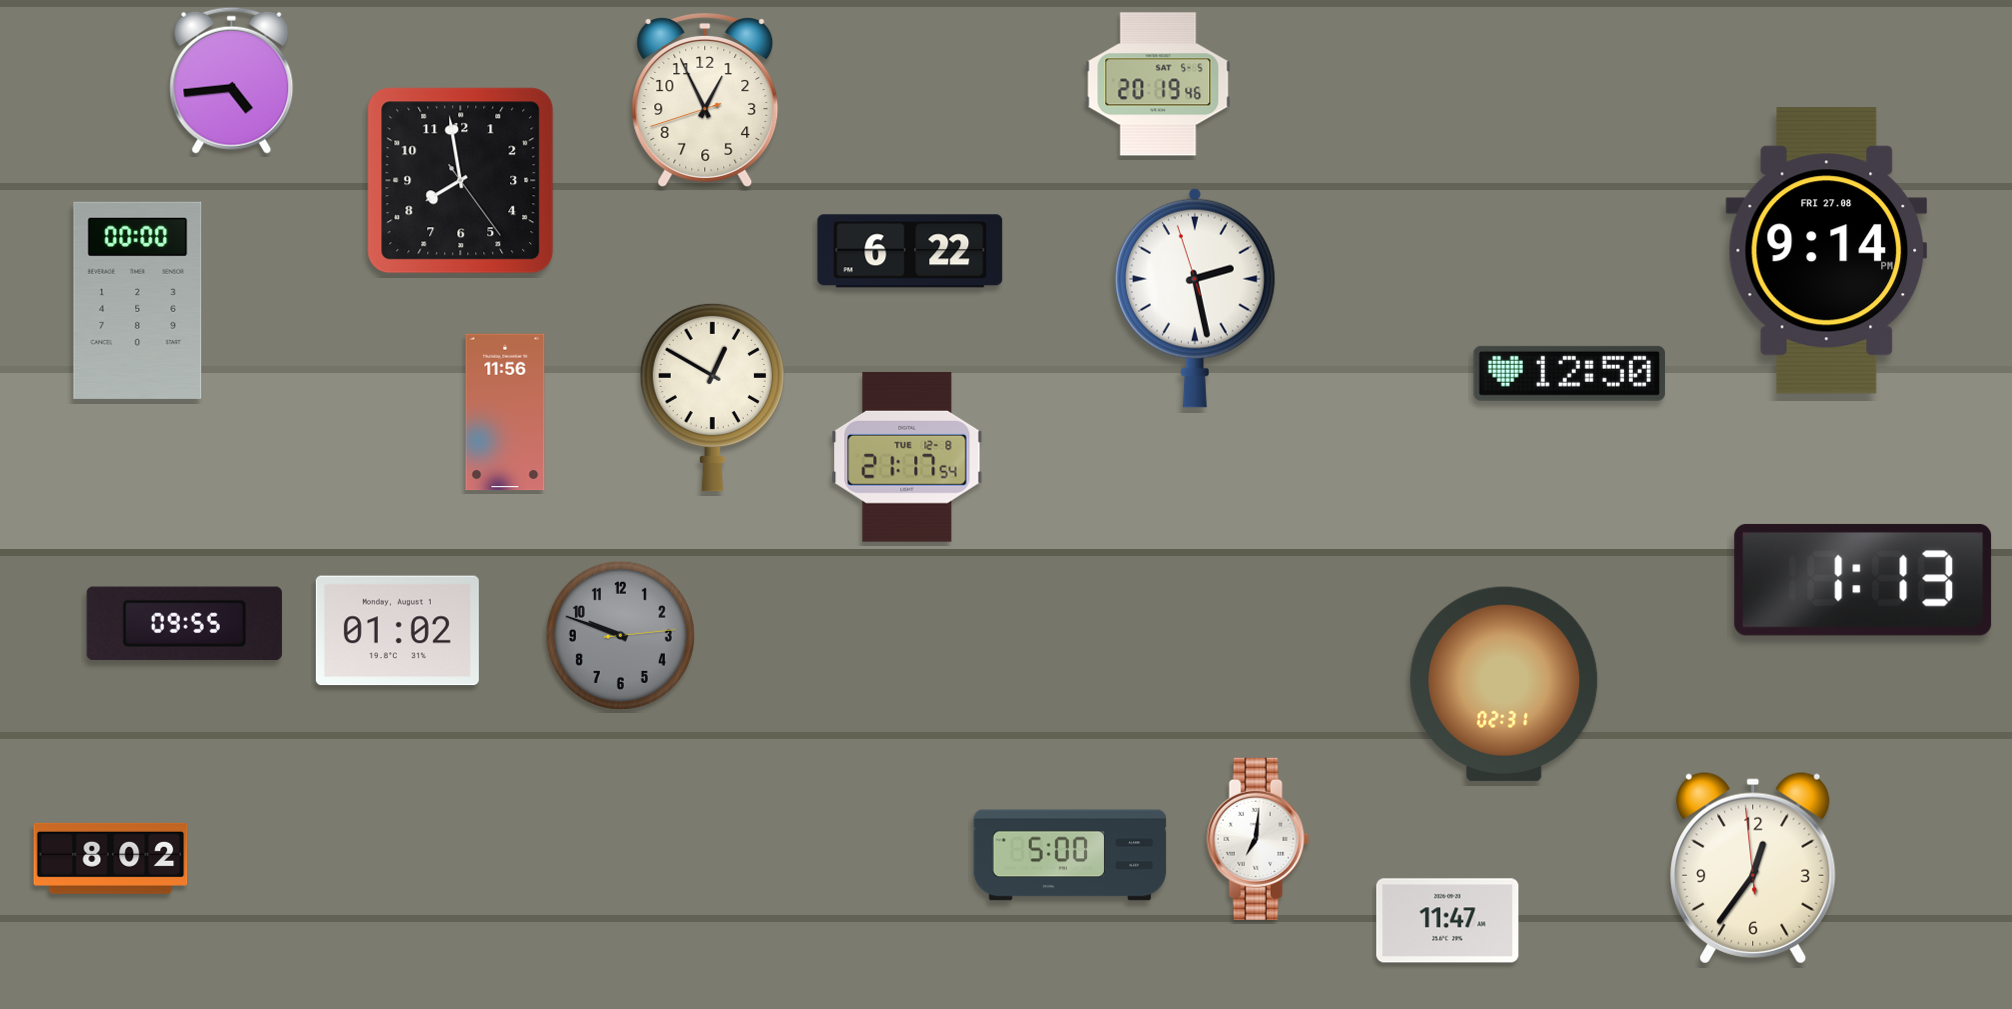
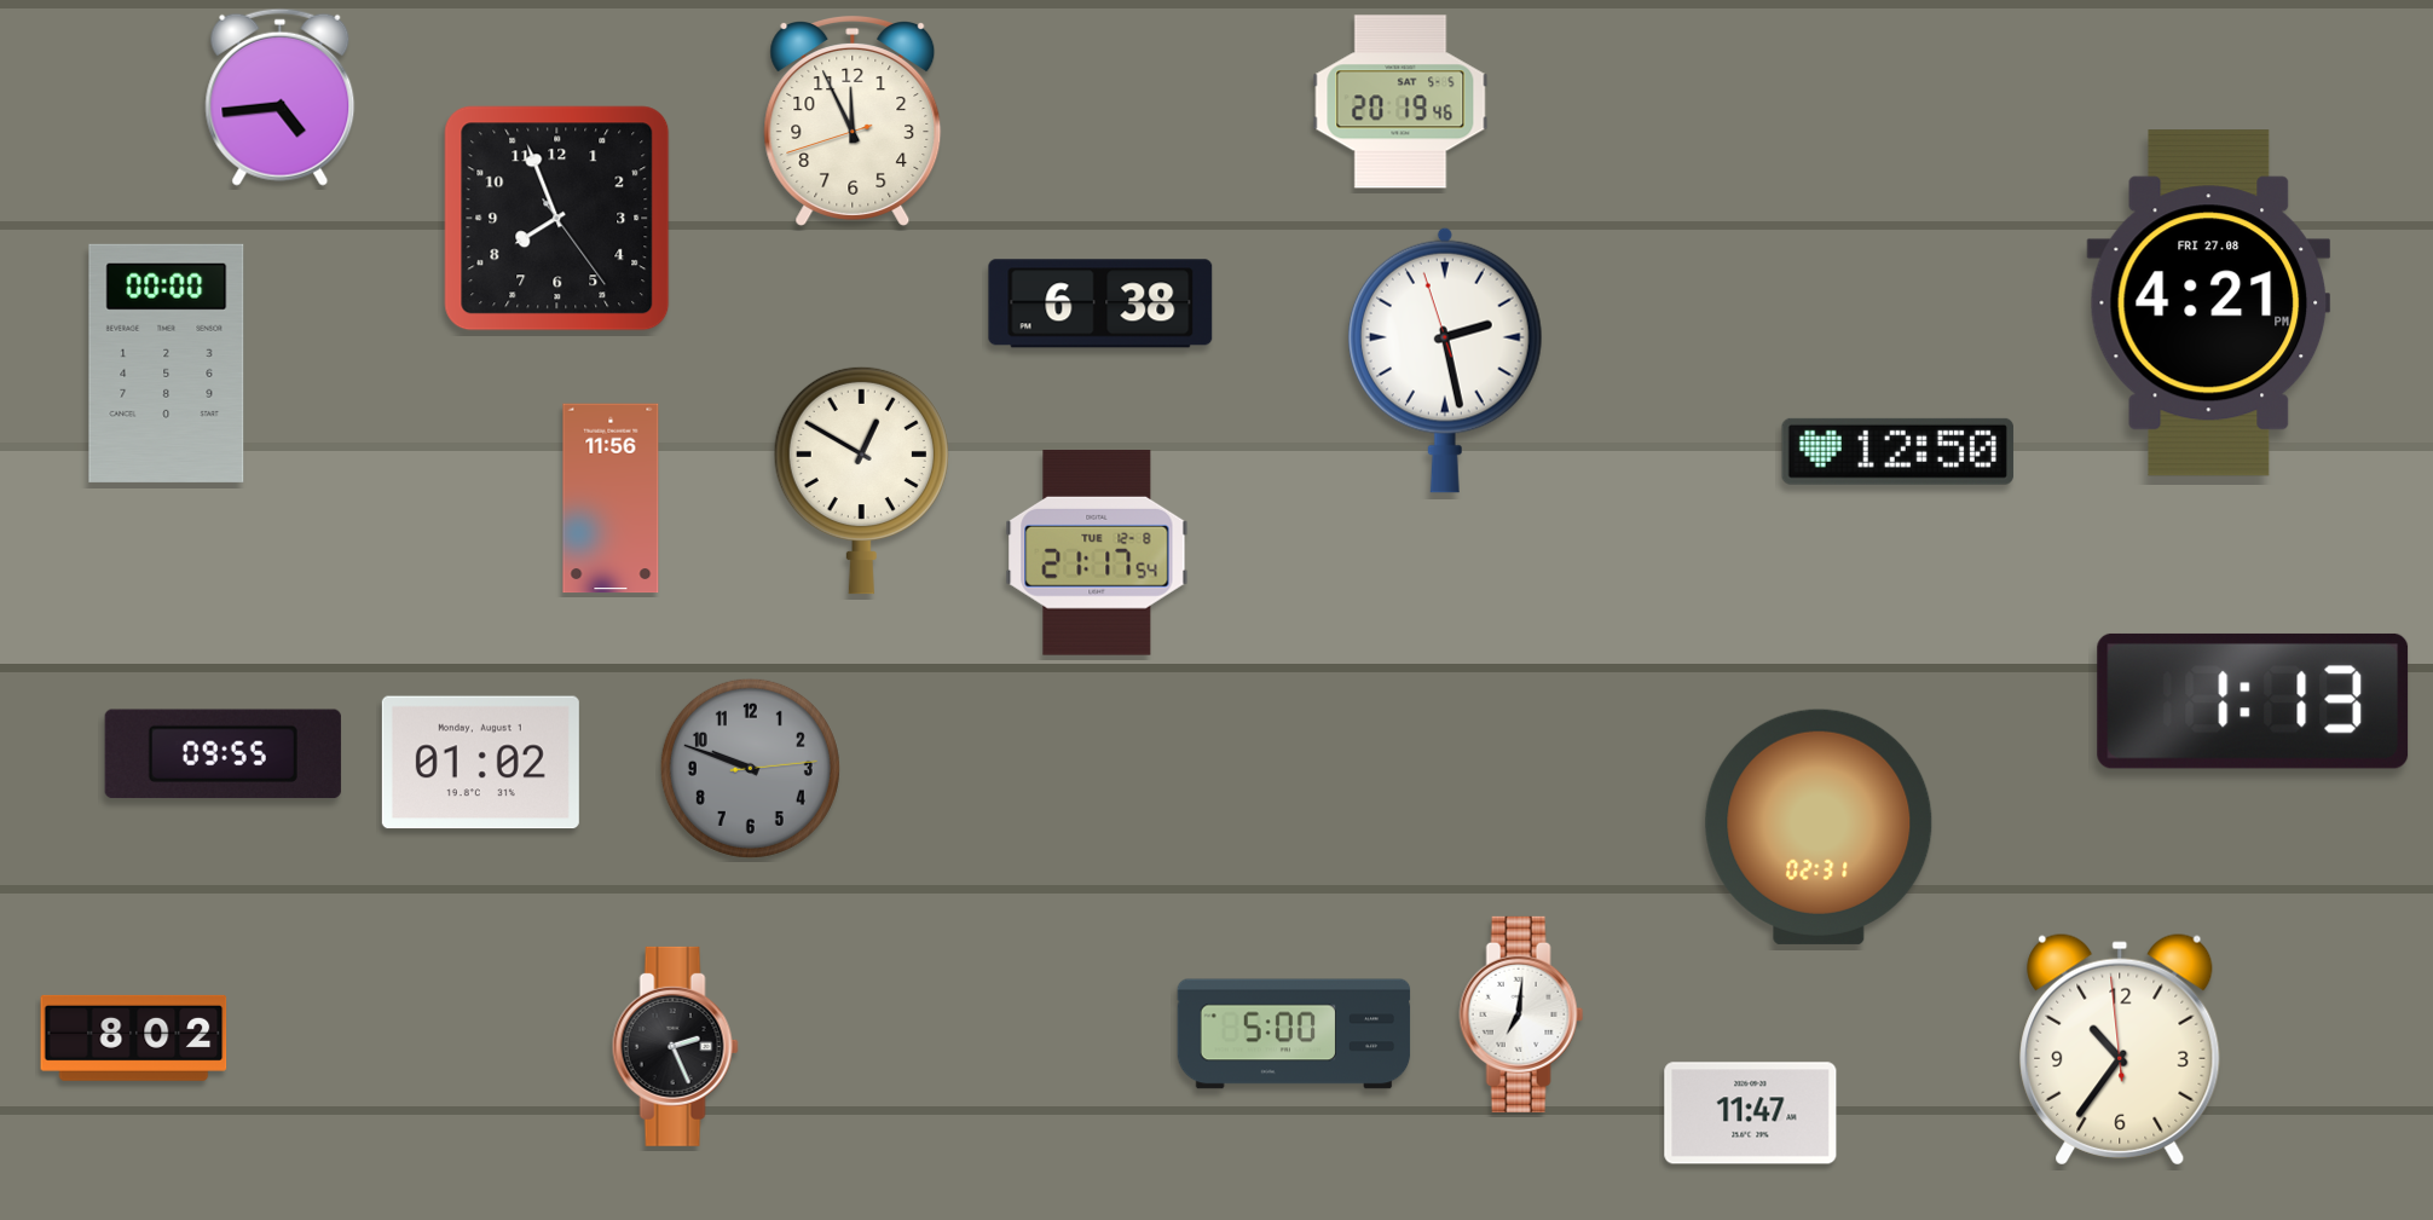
clock at (705, 101): 12:55 -> 11:55
clock at (461, 181): 7:58 -> 7:56
clock at (910, 251): 6:22 -> 6:38
clock at (1827, 251): 9:14 -> 4:21
clock at (675, 1046): none -> 2:26
clock at (1753, 868): 12:35 -> 10:35
